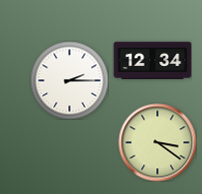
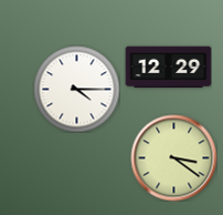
clock at (152, 61): 12:34 -> 12:29
clock at (69, 80): 2:15 -> 4:15
